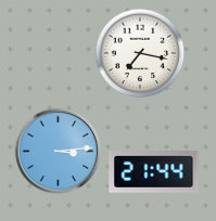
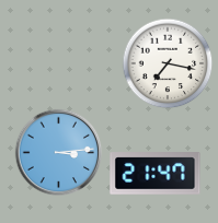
clock at (140, 53) position: (140, 53) -> (168, 63)
clock at (154, 172): 21:44 -> 21:47
